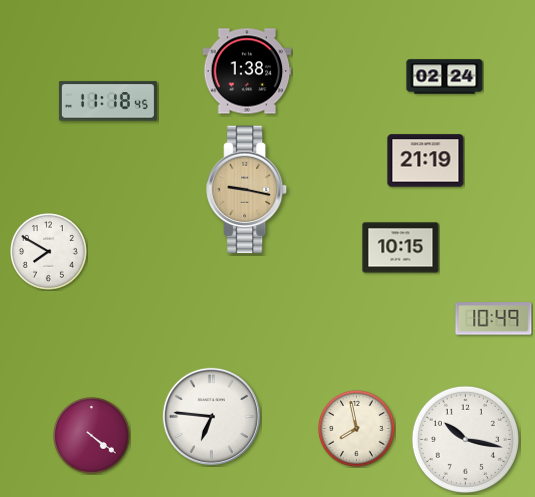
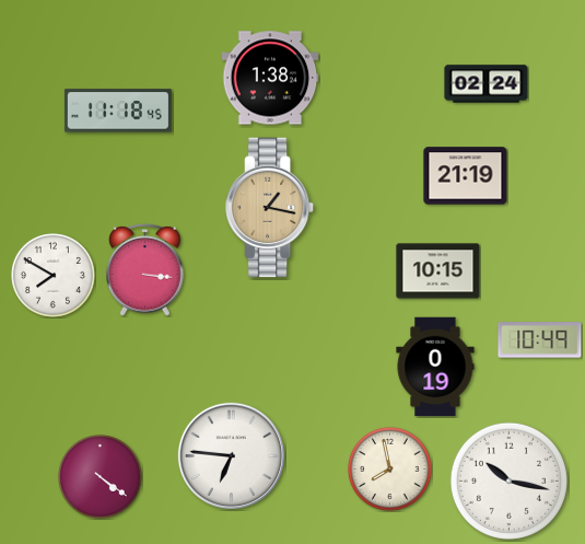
clock at (248, 190): 9:17 -> 1:17
clock at (145, 270): none -> 3:16
clock at (494, 319) position: (494, 319) -> (540, 340)
clock at (435, 367): none -> 0:19
